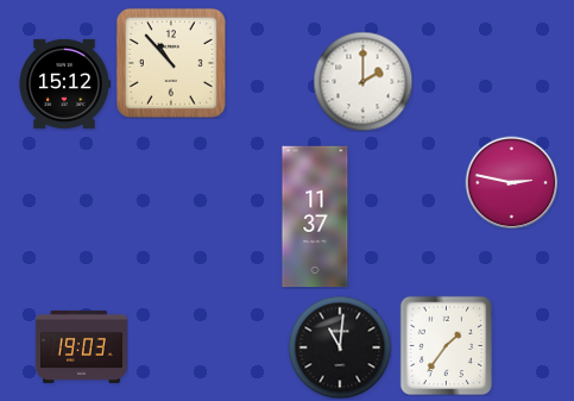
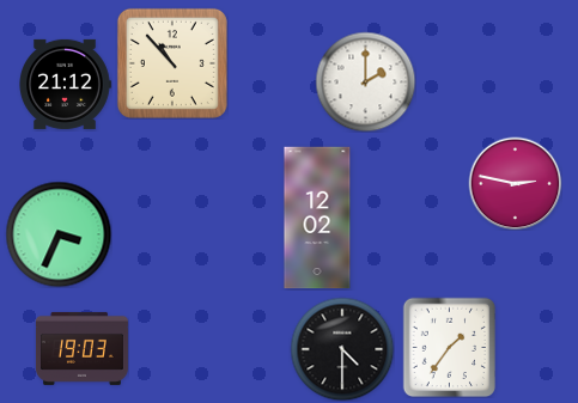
clock at (64, 83): 15:12 -> 21:12
clock at (315, 217): 11:37 -> 12:02
clock at (59, 234): none -> 3:34
clock at (340, 347): 11:01 -> 4:30
